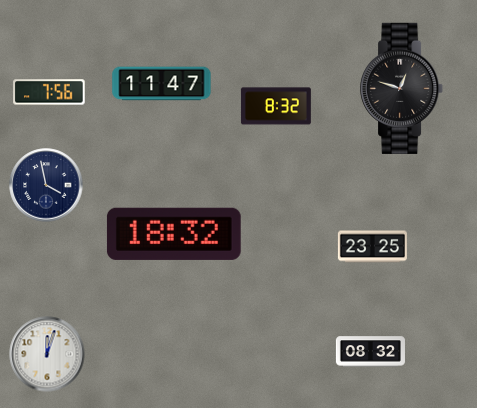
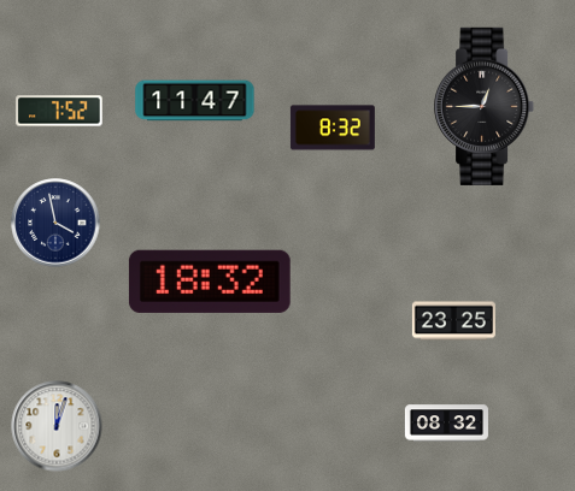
clock at (402, 88): 12:48 -> 12:45
clock at (49, 92): 7:56 -> 7:52
clock at (372, 247) position: (372, 247) -> (453, 321)
